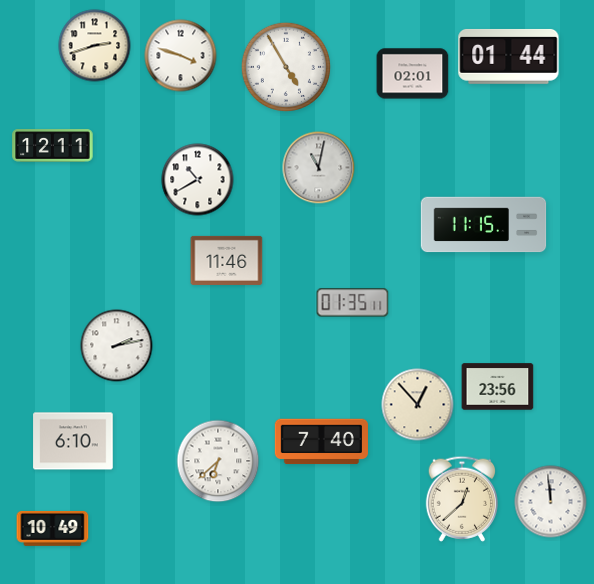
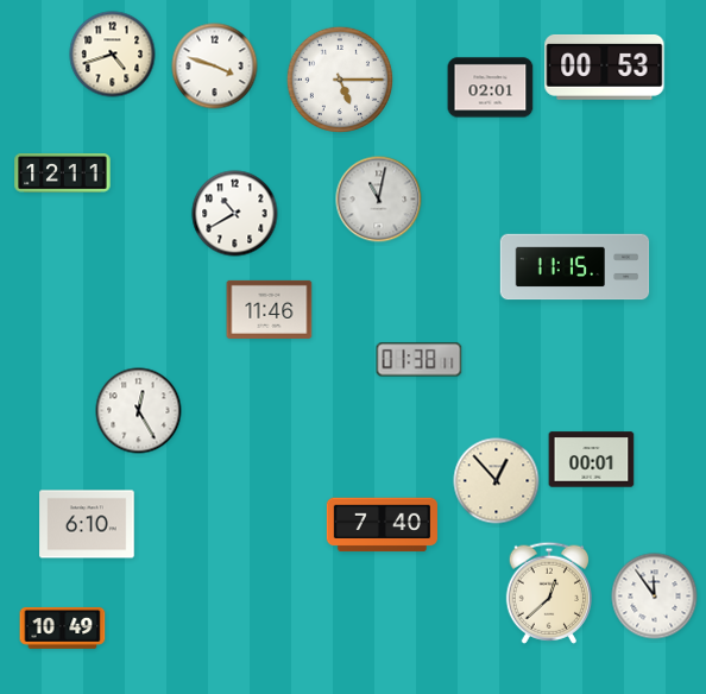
clock at (95, 46): 2:42 -> 4:42
clock at (509, 56): 01:44 -> 00:53
clock at (286, 67): 4:55 -> 5:15
clock at (353, 303): 01:35 -> 01:38
clock at (117, 346): 2:13 -> 12:25
clock at (498, 387): 23:56 -> 00:01
clock at (218, 461): 6:38 -> none
clock at (551, 502): 11:59 -> 11:54
